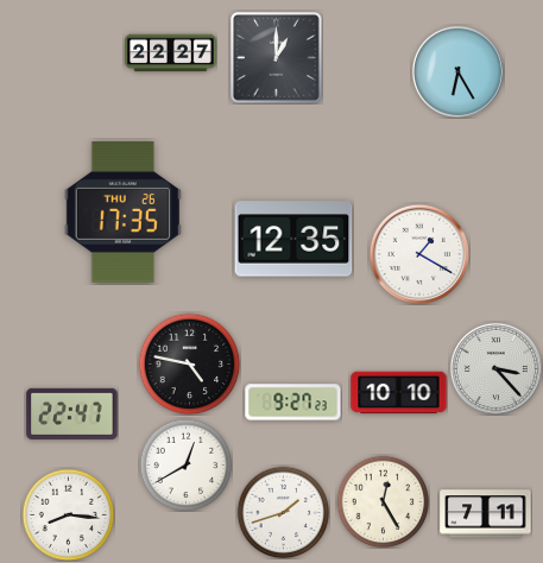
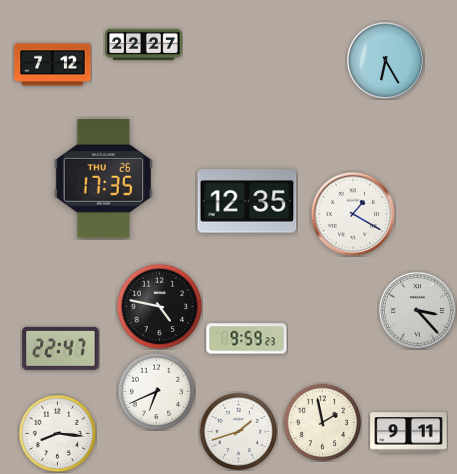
clock at (276, 57): 1:00 -> none
clock at (53, 65): none -> 7:12
clock at (399, 393): 10:10 -> none
clock at (293, 403): 9:27 -> 9:59
clock at (185, 464): 12:40 -> 6:41
clock at (383, 501): 12:25 -> 1:58
clock at (486, 514): 7:11 -> 9:11
